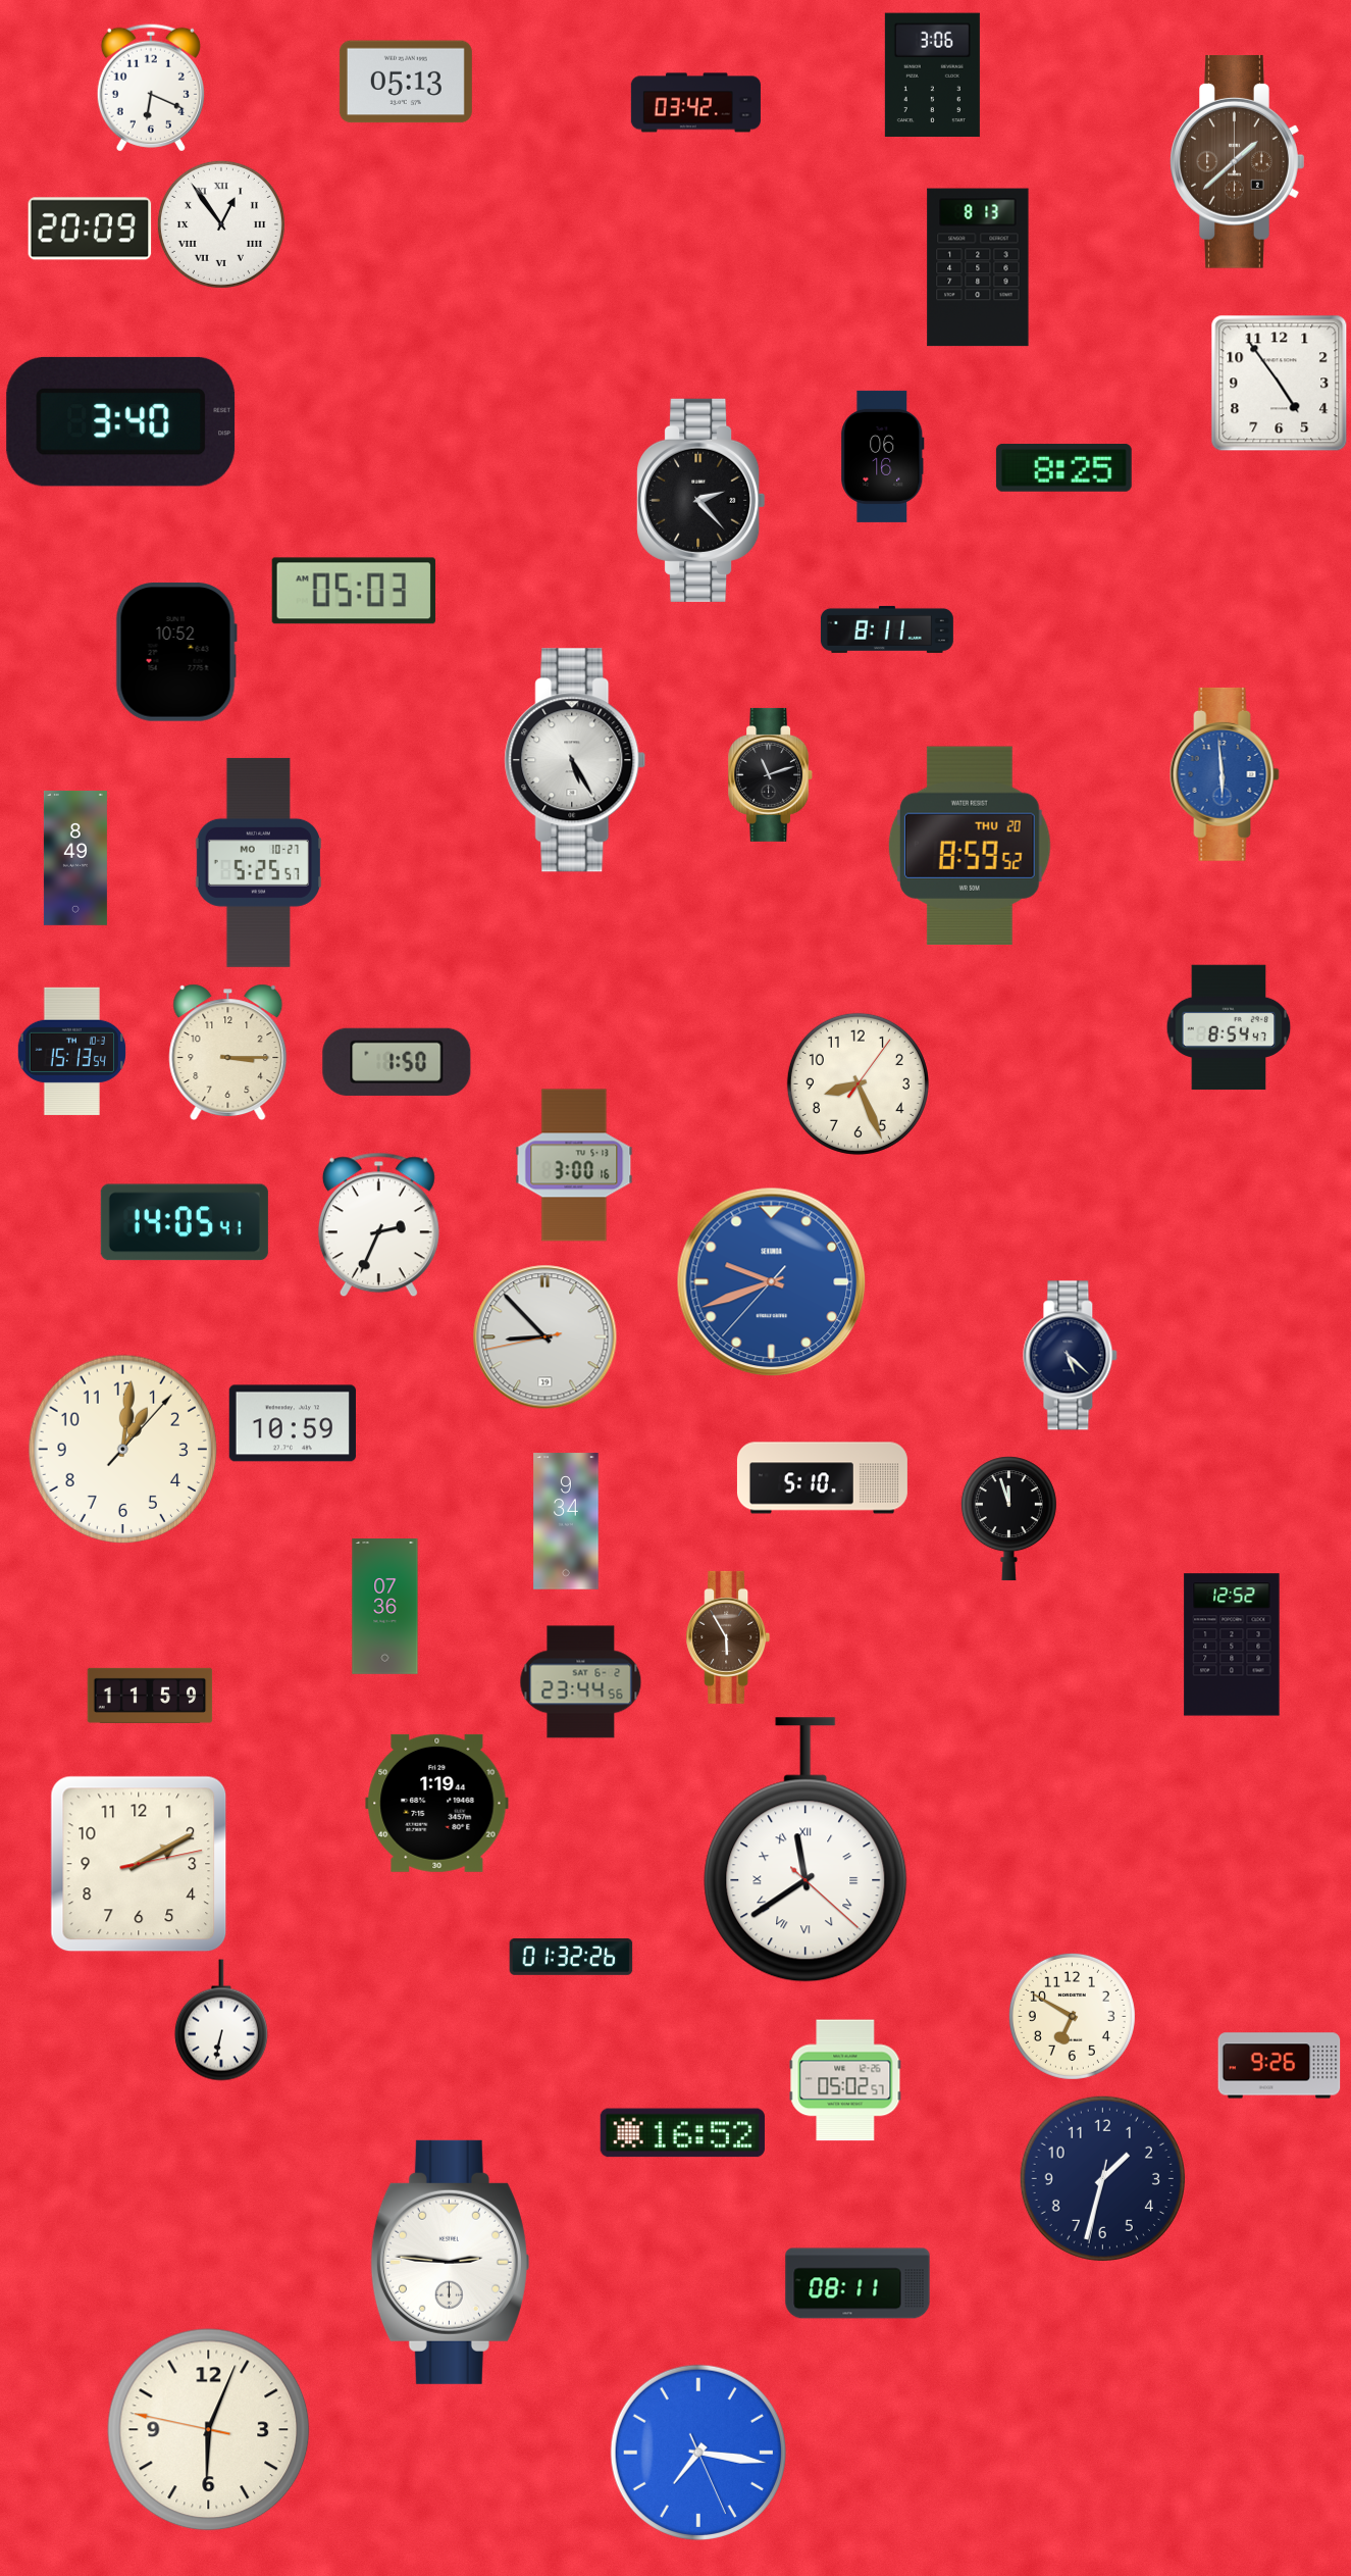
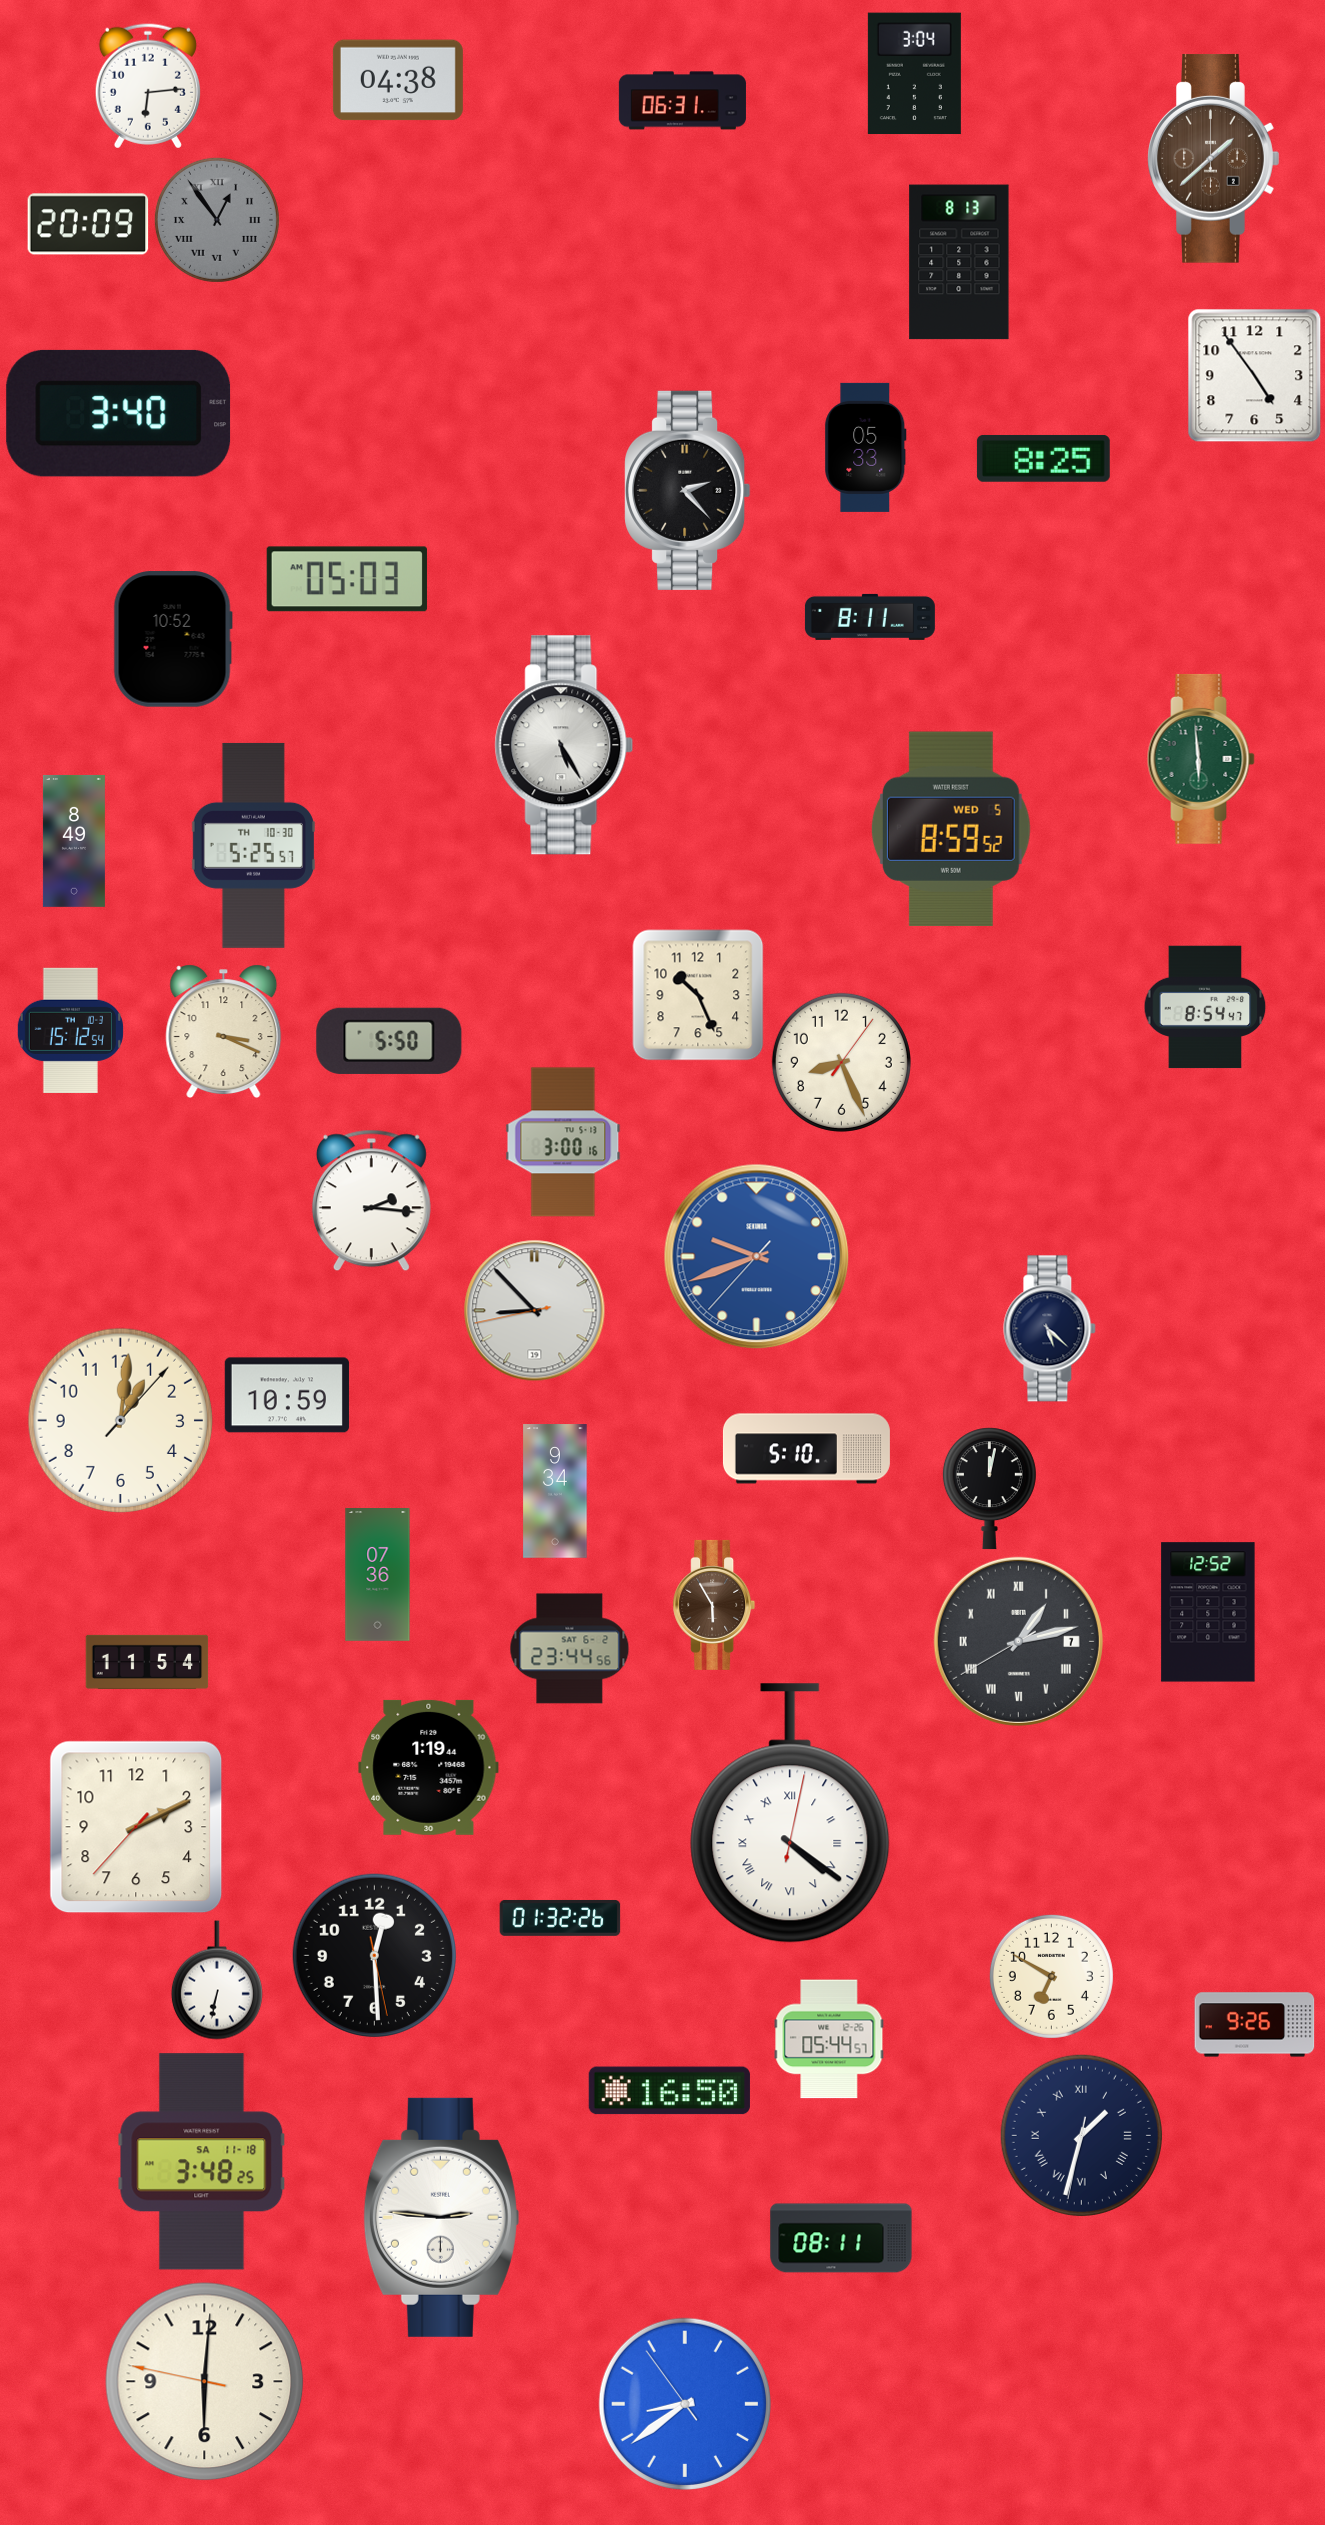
clock at (932, 75): 3:06 -> 3:04
clock at (406, 82): 05:13 -> 04:38
clock at (151, 88): 6:19 -> 6:14
clock at (695, 103): 03:42 -> 06:31
clock at (221, 224) dial: white -> grey
clock at (883, 456): 06:16 -> 05:33
clock at (771, 774): 11:12 -> none
clock at (1225, 774) dial: blue -> green
clock at (970, 846) date: THU 20 -> WED 5
clock at (258, 862) date: MO 10-27 -> TH 10-30
clock at (698, 995): none -> 10:26
clock at (71, 1051): 15:13 -> 15:12
clock at (228, 1052): 3:15 -> 3:19
clock at (397, 1062): 1:50 -> 5:50
clock at (185, 1222): 14:05 -> none
clock at (378, 1225): 2:34 -> 2:16
clock at (1008, 1519): 11:57 -> 12:02
clock at (1018, 1641): none -> 1:12
clock at (150, 1696): 11:59 -> 11:54
clock at (806, 1850): 11:39 -> 4:21
clock at (139, 1864): 2:10:13 -> 2:10:37
clock at (374, 1955): none -> 12:29
clock at (845, 2080): 05:02 -> 05:44
clock at (682, 2133): 16:52 -> 16:50
clock at (1102, 2178) numerals: Arabic -> Roman
clock at (202, 2162): none -> 3:48
clock at (209, 2430): 6:03 -> 6:00
clock at (697, 2452): 7:16 -> 8:38
